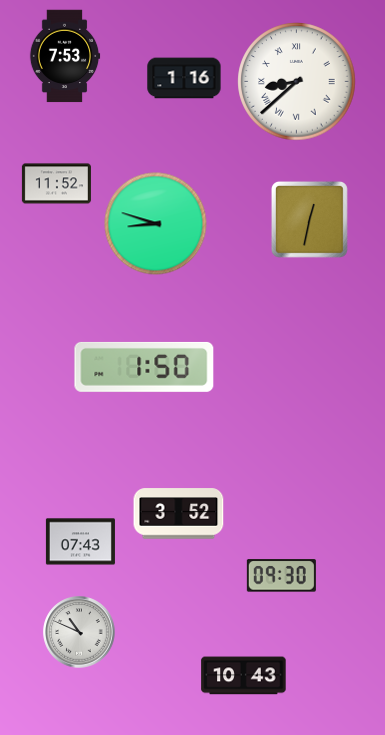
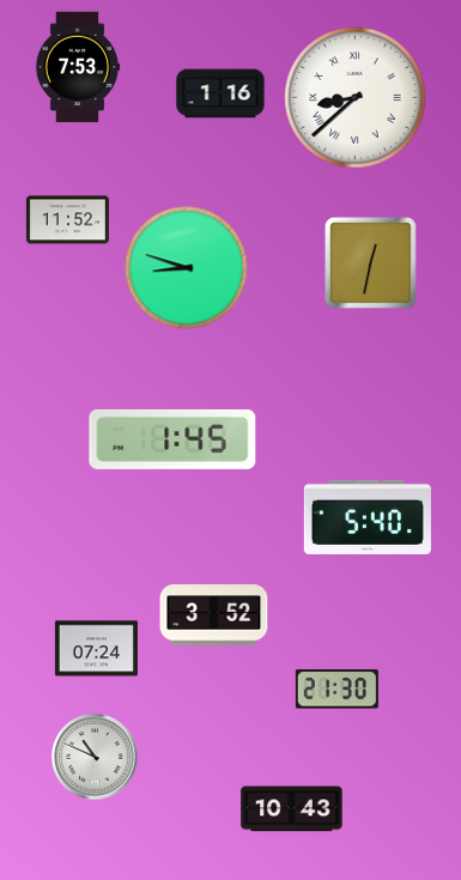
clock at (144, 367): 1:50 -> 1:45
clock at (368, 517): none -> 5:40
clock at (80, 542): 07:43 -> 07:24
clock at (281, 576): 09:30 -> 21:30
